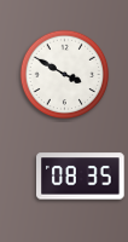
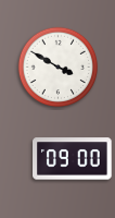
clock at (81, 177): 08:35 -> 09:00
